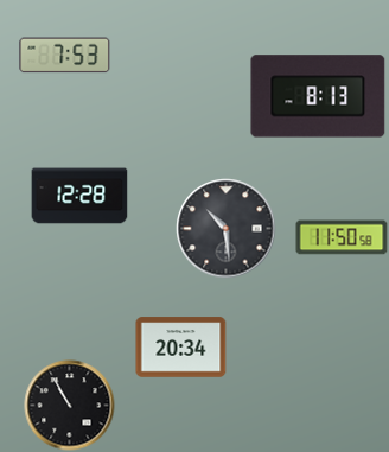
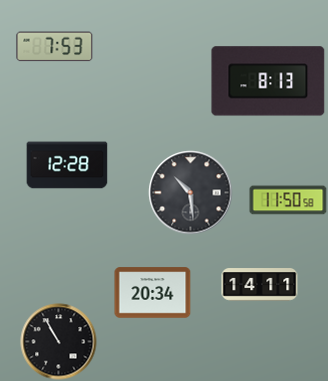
clock at (260, 285): none -> 14:11
